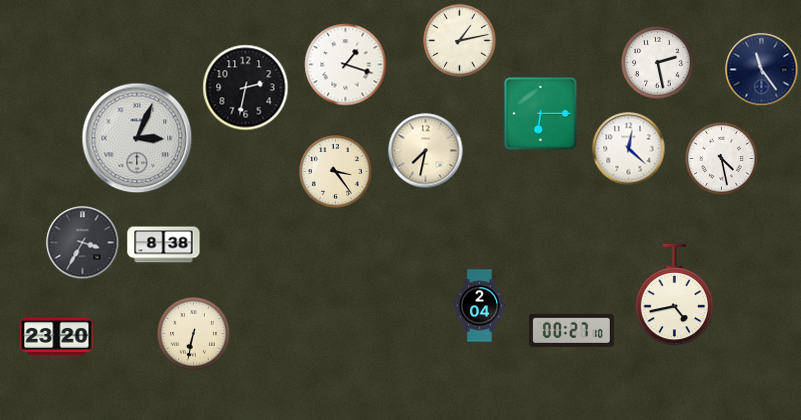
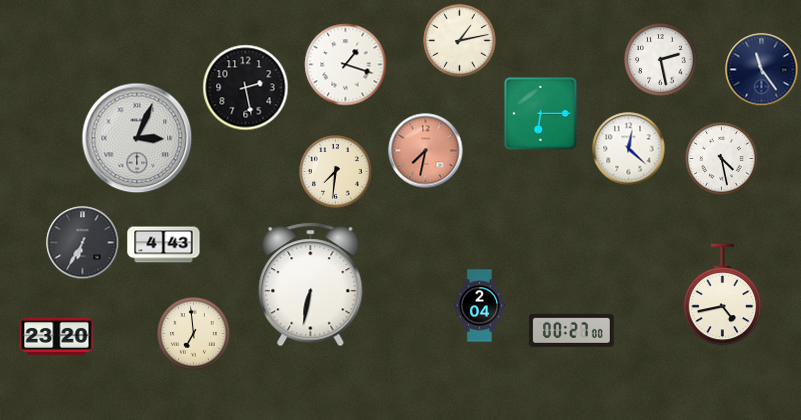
clock at (658, 63) position: (658, 63) -> (661, 60)
clock at (246, 88): 2:32 -> 2:28
clock at (426, 151) dial: cream -> salmon
clock at (336, 172): 3:24 -> 7:31
clock at (83, 243): 3:35 -> 6:35
clock at (164, 245): 8:38 -> 4:43
clock at (311, 285): none -> 6:32
clock at (675, 295) position: (675, 295) -> (723, 295)
clock at (571, 330): 00:27:10 -> 00:27:00
clock at (194, 334): 6:32 -> 6:59
